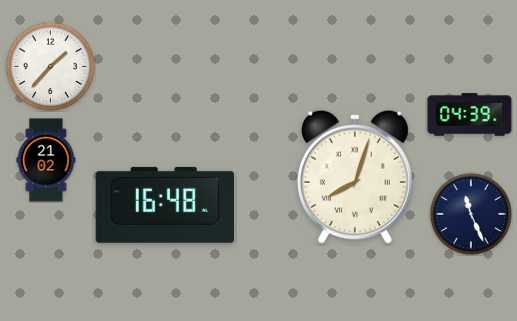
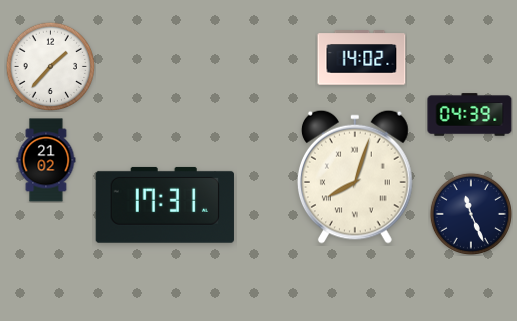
clock at (362, 58): none -> 14:02
clock at (165, 205): 16:48 -> 17:31
